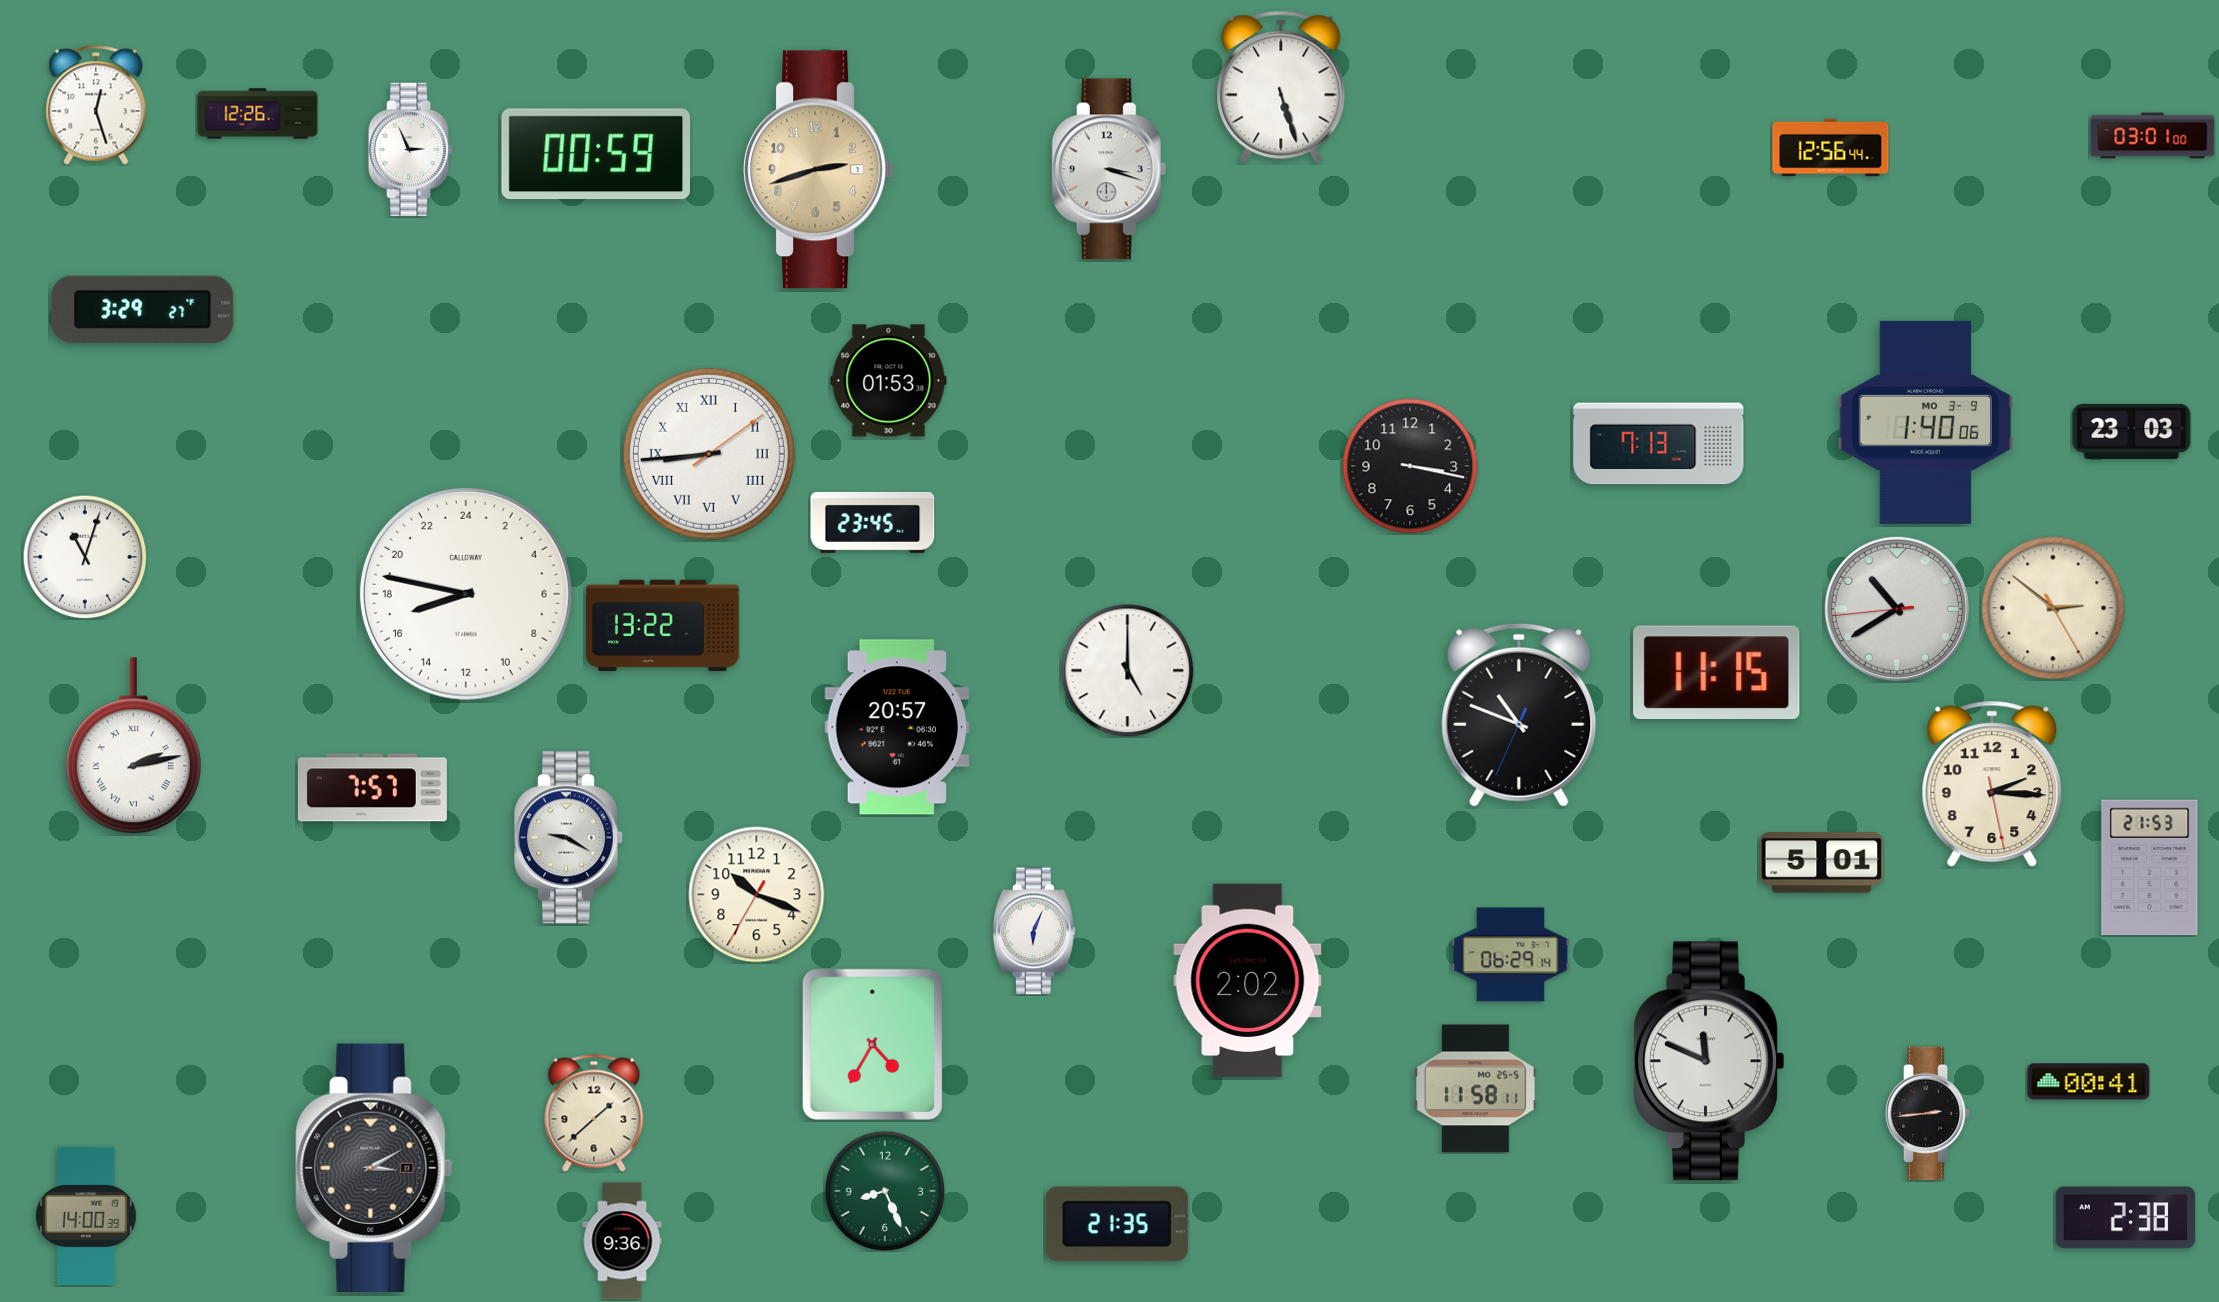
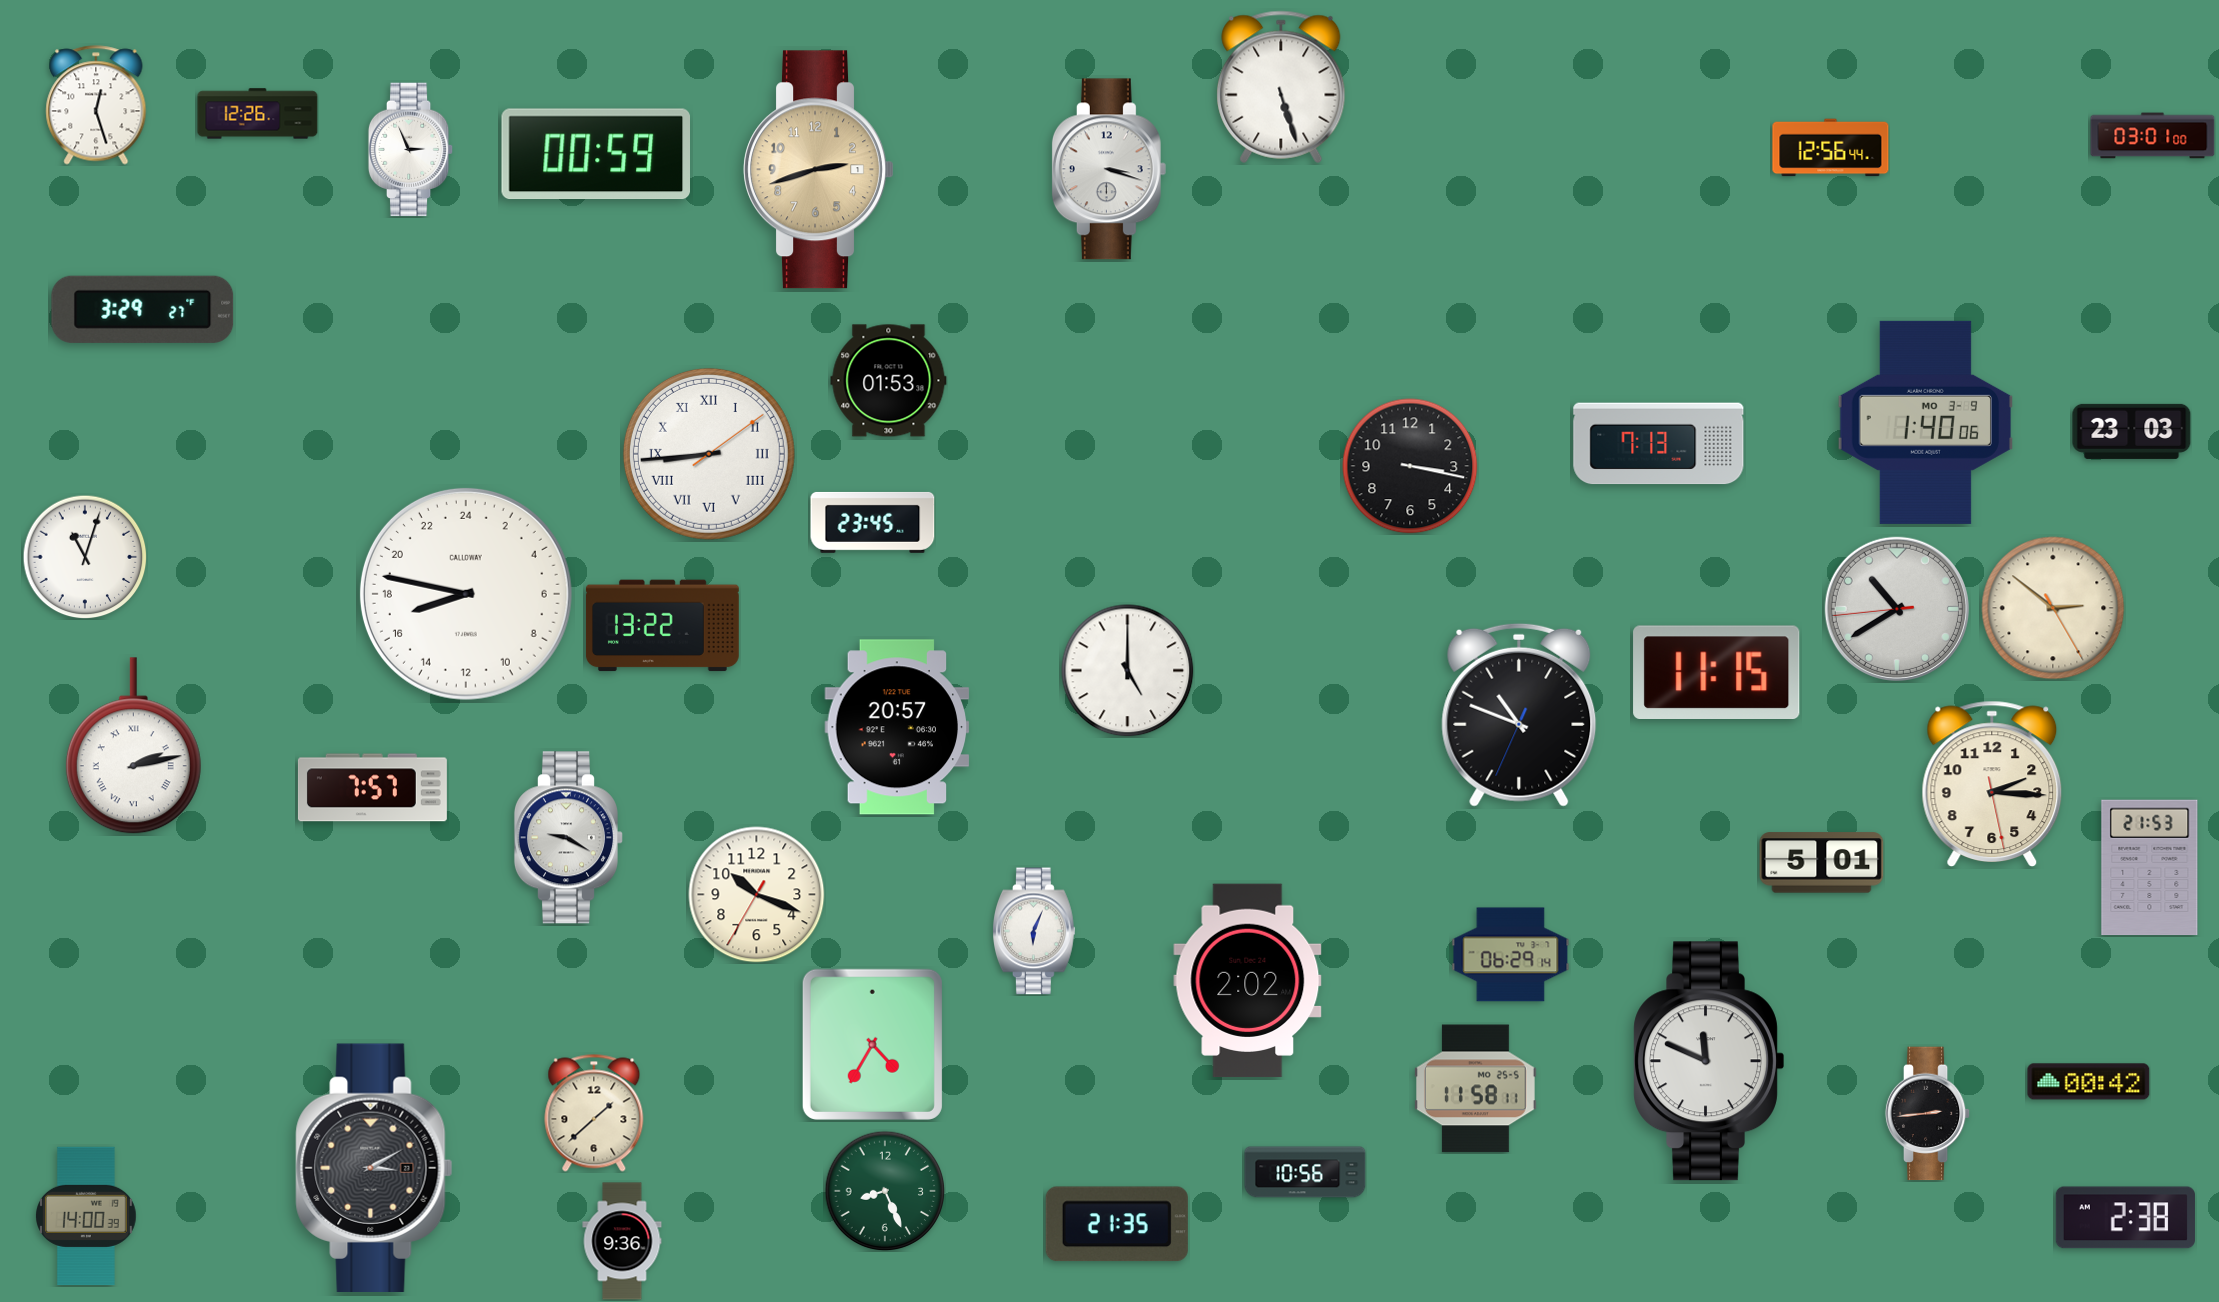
clock at (2089, 1082): 00:41 -> 00:42
clock at (1305, 1172): none -> 10:56
